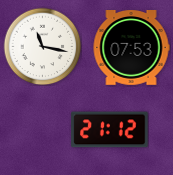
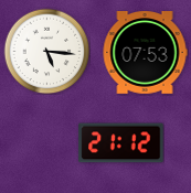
clock at (42, 46): 11:17 -> 5:16
